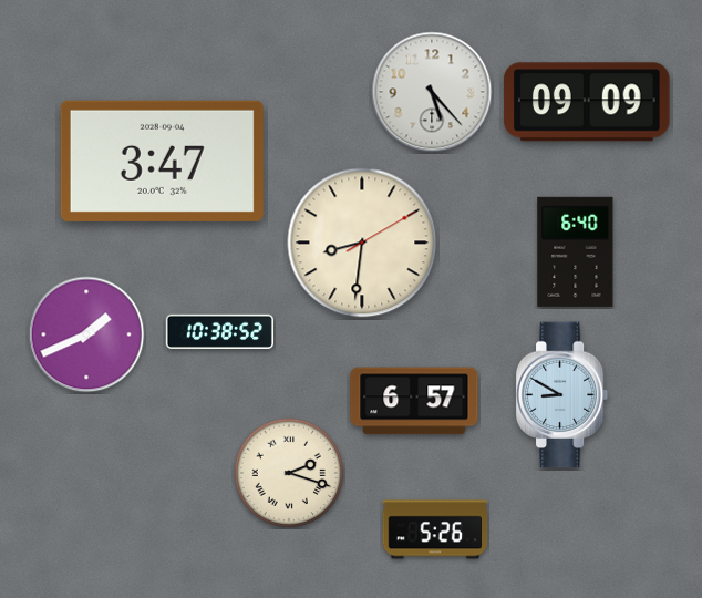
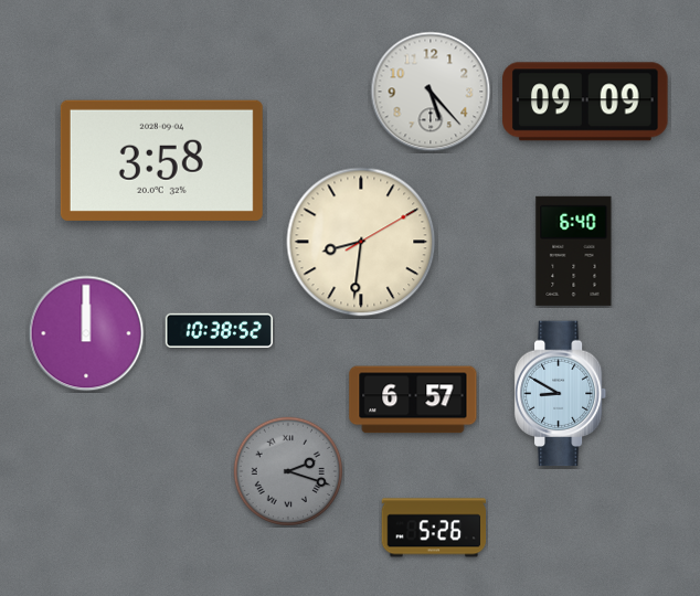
clock at (162, 161): 3:47 -> 3:58
clock at (86, 334): 1:41 -> 12:00
clock at (288, 472) dial: cream -> grey
